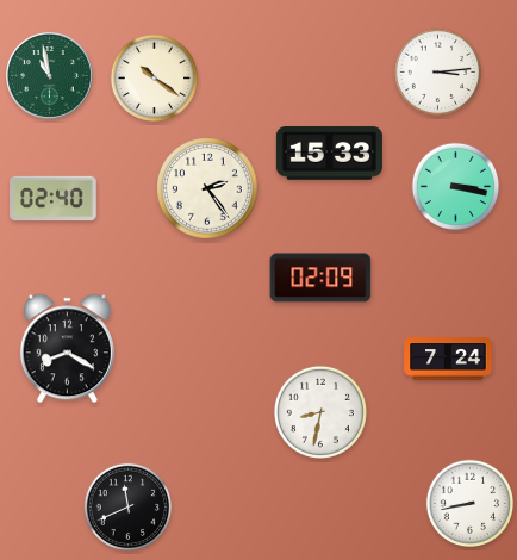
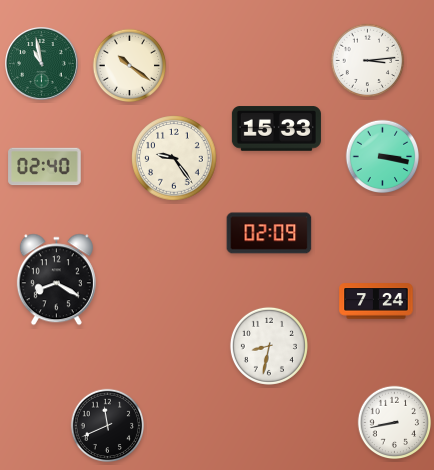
clock at (207, 188): 2:24 -> 9:24
clock at (67, 349) position: (67, 349) -> (56, 280)
